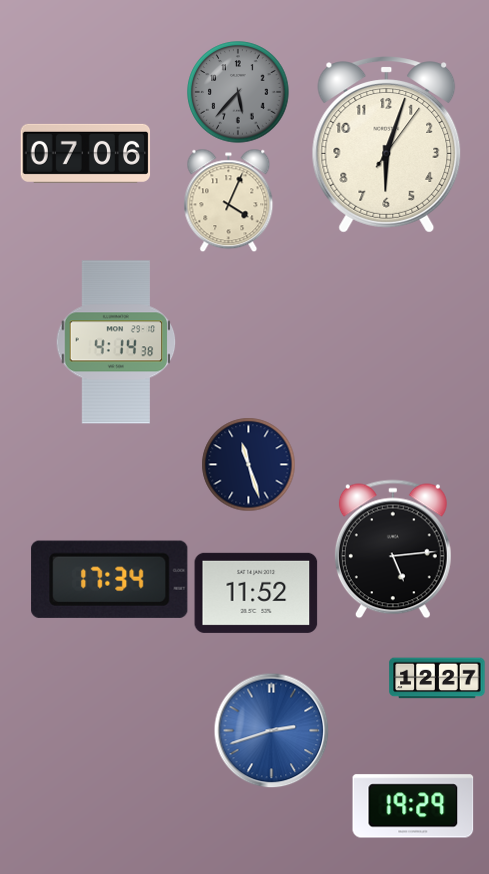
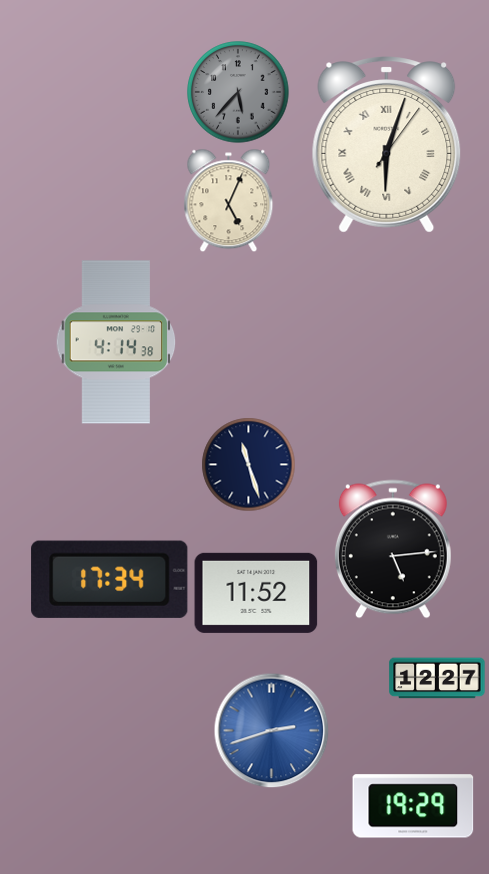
clock at (387, 145) numerals: Arabic -> Roman
clock at (86, 153): 07:06 -> none
clock at (229, 200): 4:04 -> 5:04
